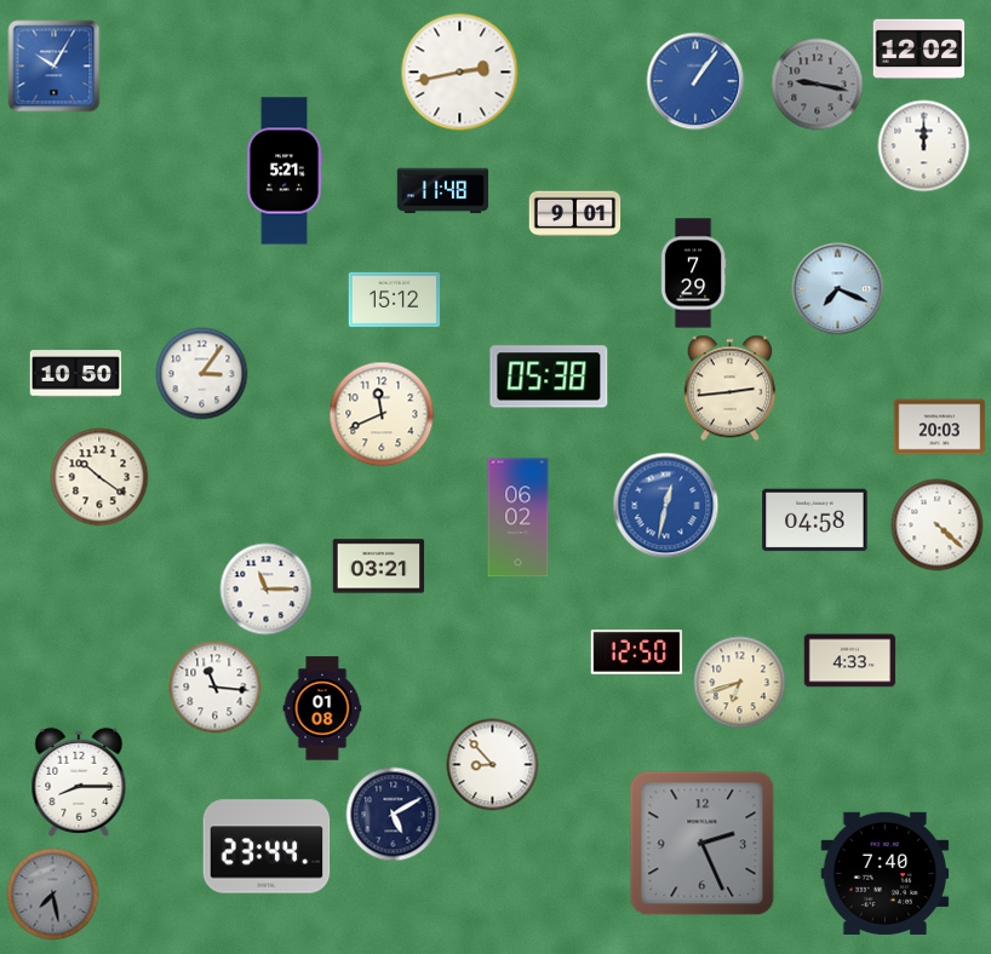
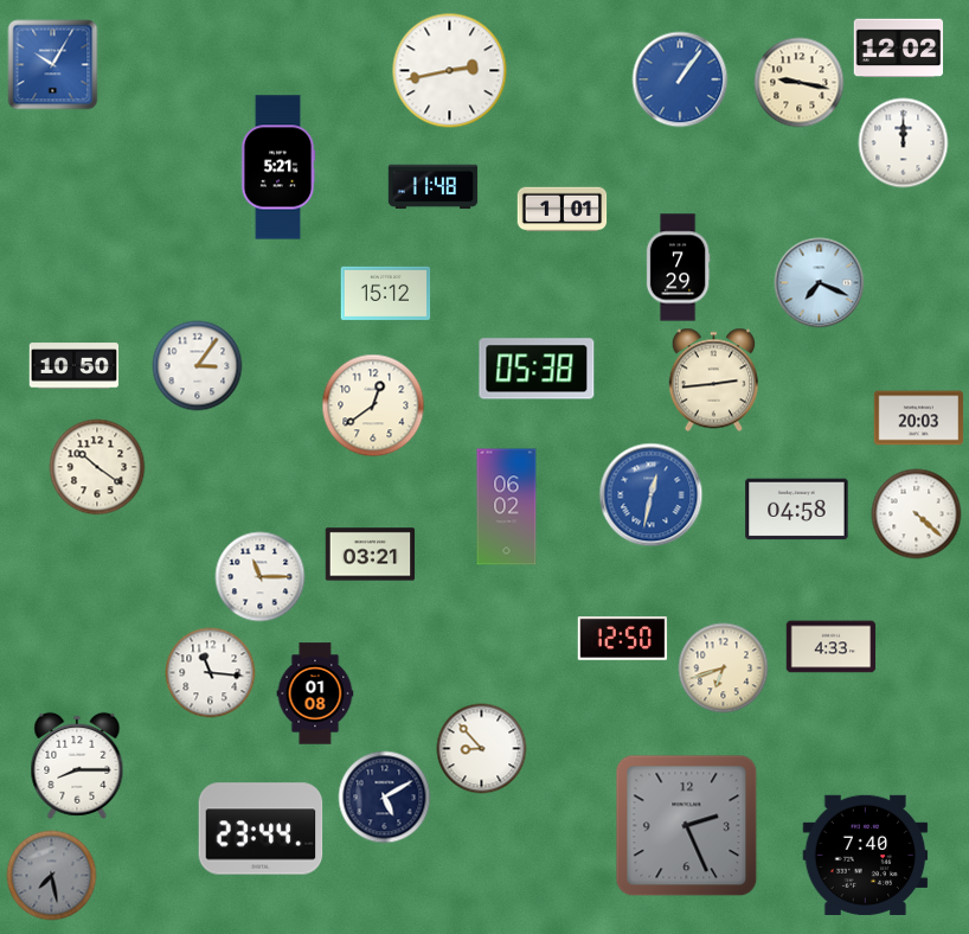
clock at (818, 85) dial: grey -> cream
clock at (575, 214): 9:01 -> 1:01
clock at (382, 414): 11:41 -> 12:39
